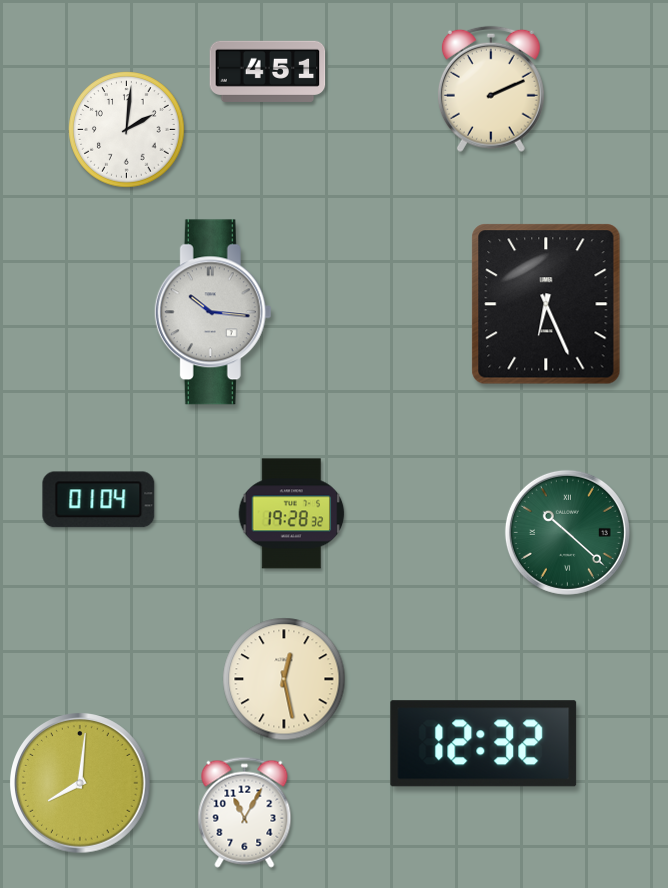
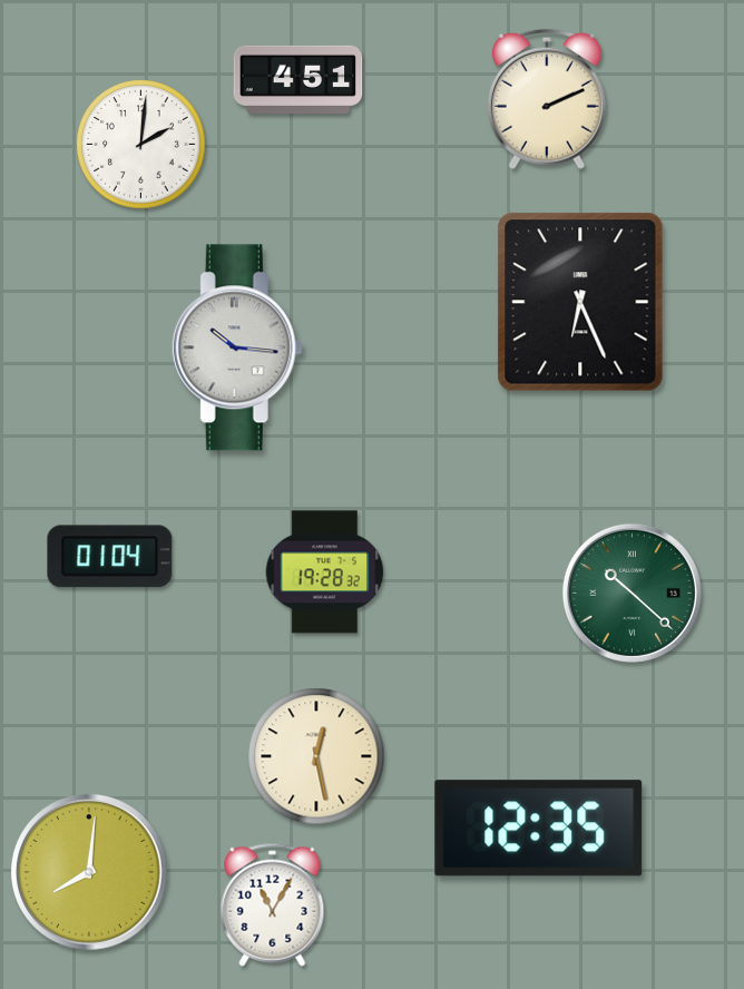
clock at (546, 304) position: (546, 304) -> (580, 302)
clock at (484, 744): 12:32 -> 12:35
